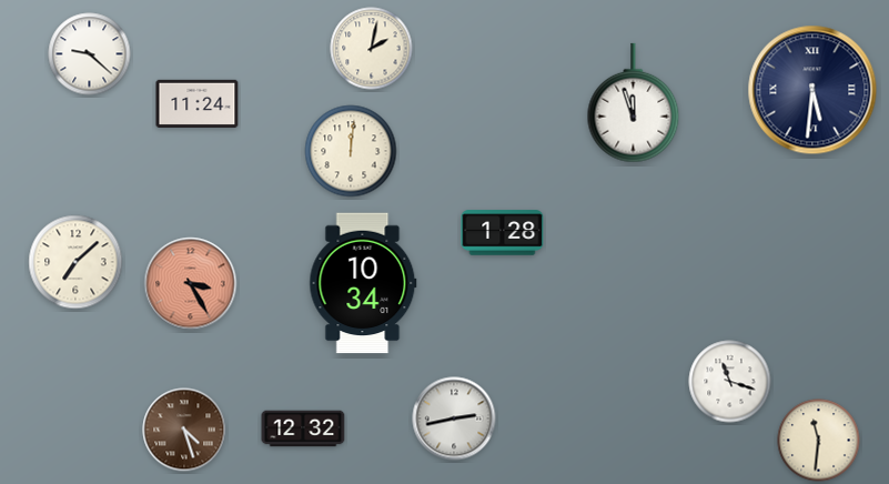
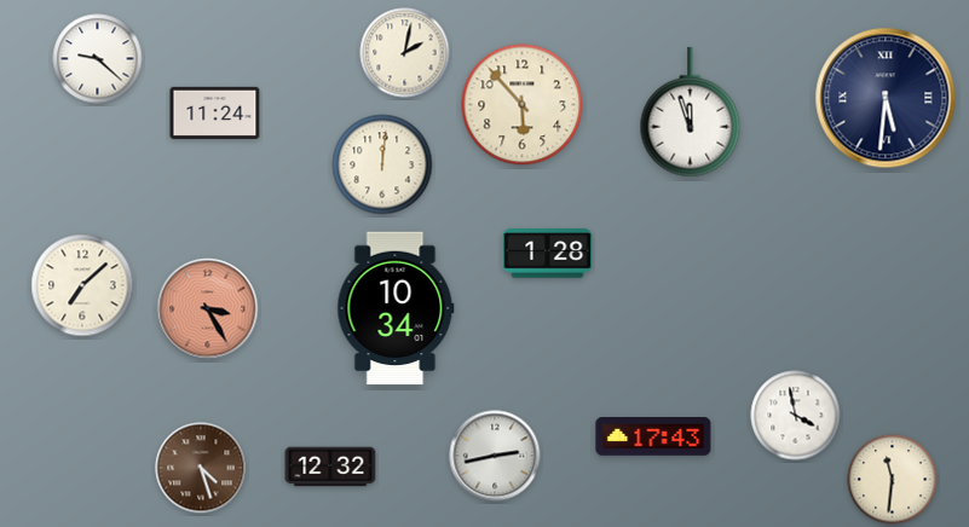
clock at (523, 105): none -> 5:53
clock at (730, 382): 11:18 -> 3:58
clock at (653, 436): none -> 17:43
